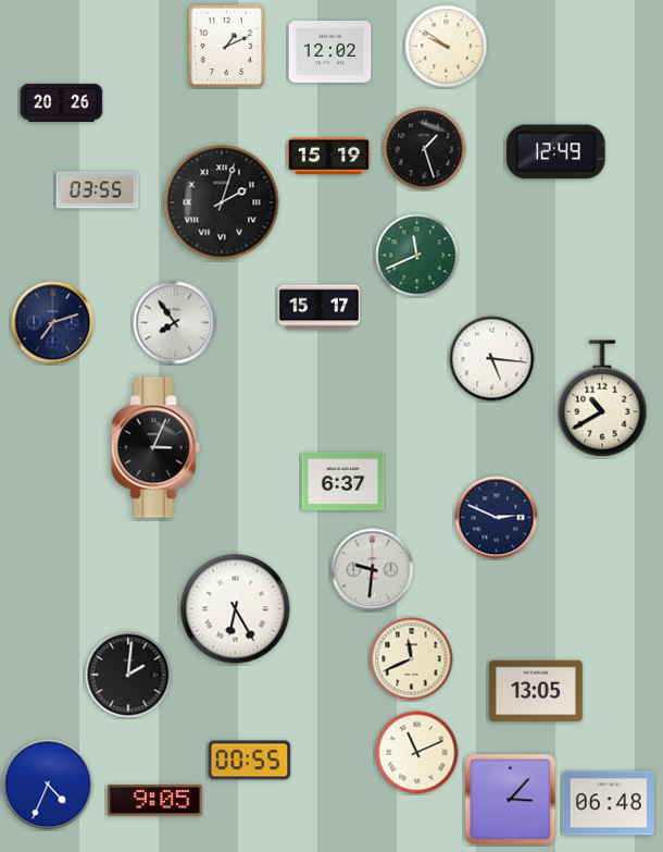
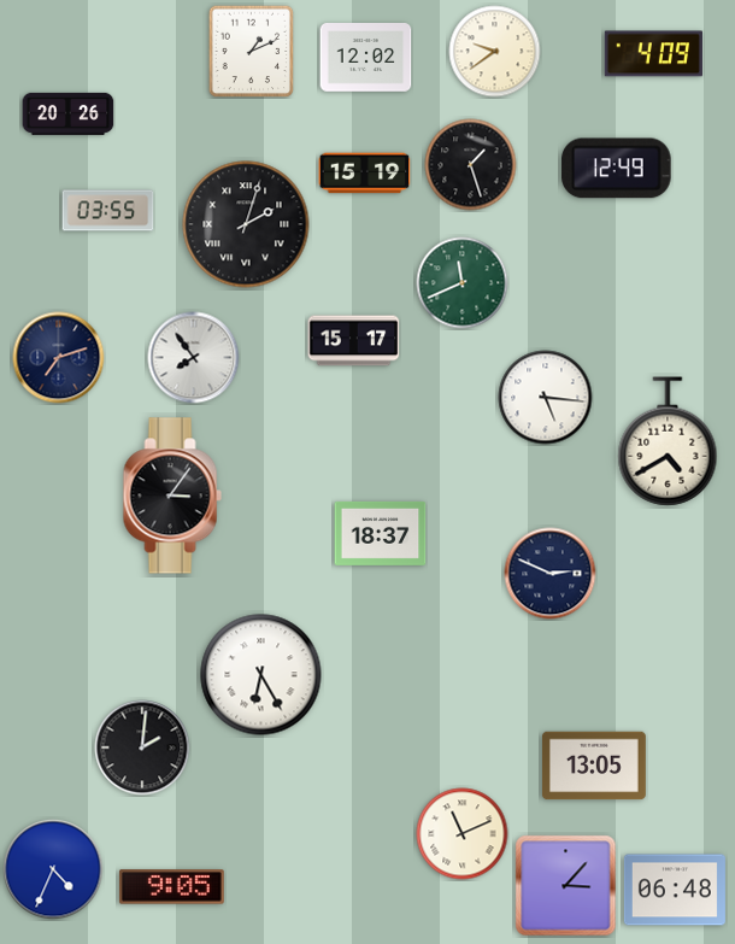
clock at (447, 47): 9:51 -> 9:39
clock at (653, 54): none -> 4:09
clock at (602, 398): 10:40 -> 4:40
clock at (155, 447): 3:04 -> 3:06
clock at (343, 481): 6:37 -> 18:37
clock at (373, 570): 9:31 -> none
clock at (412, 659): 11:41 -> none
clock at (250, 761): 00:55 -> none
